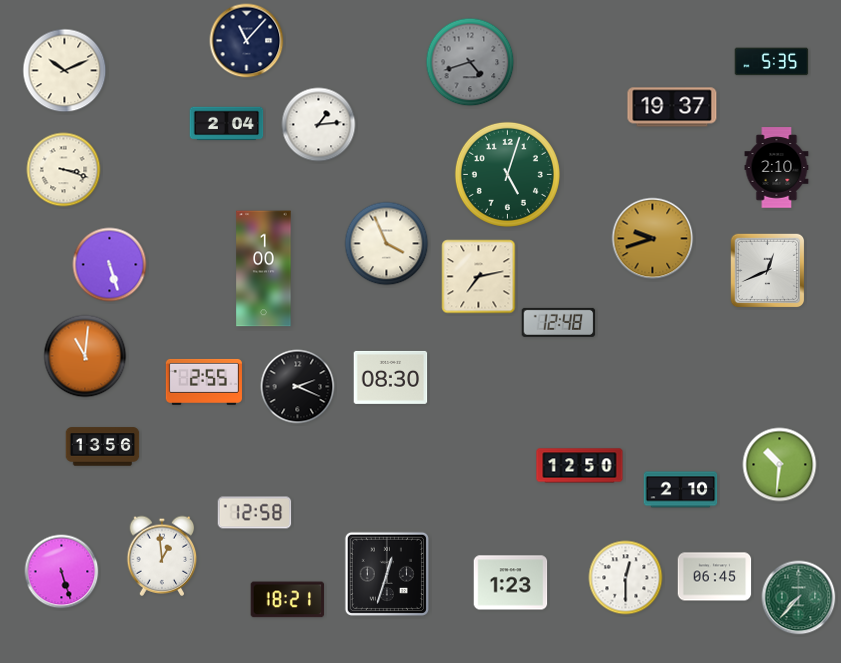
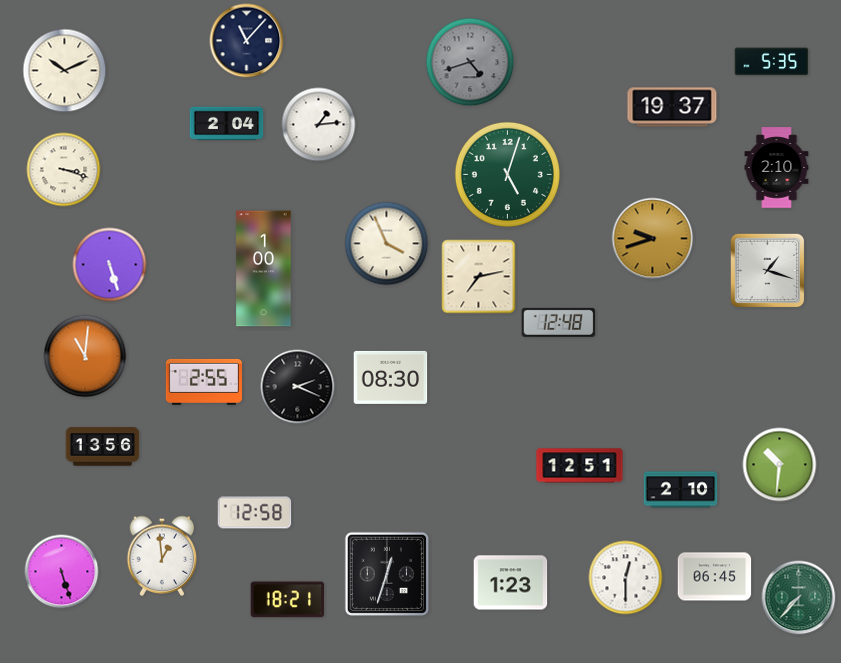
clock at (768, 271): 12:41 -> 1:18
clock at (580, 466): 12:50 -> 12:51
